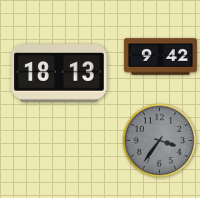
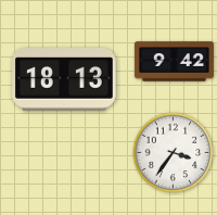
clock at (160, 141) dial: grey -> white
